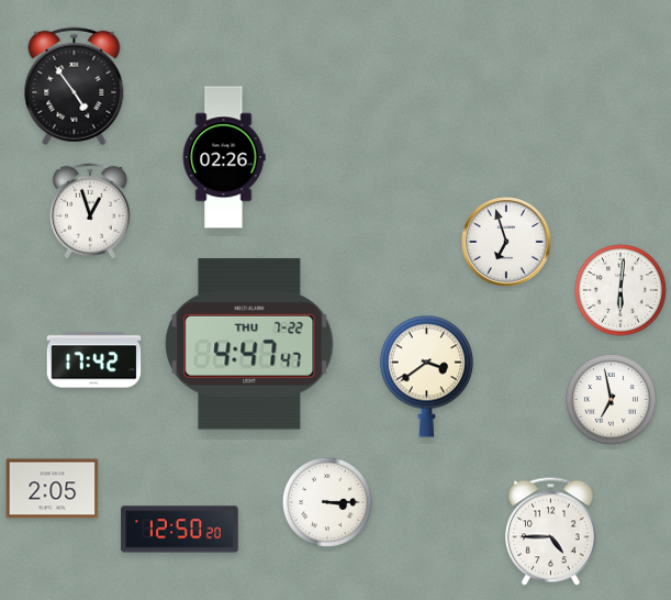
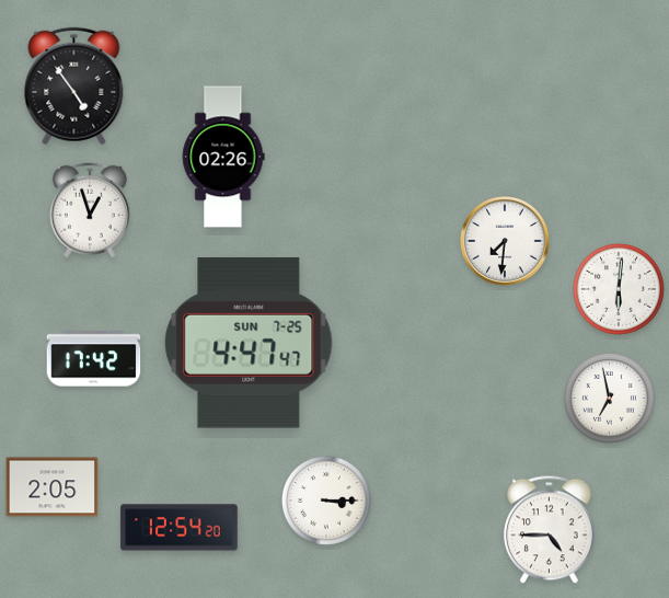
clock at (506, 242): 6:57 -> 7:31
clock at (249, 344) date: THU 7-22 -> SUN 7-25
clock at (426, 376): 3:39 -> none
clock at (180, 530): 12:50 -> 12:54
